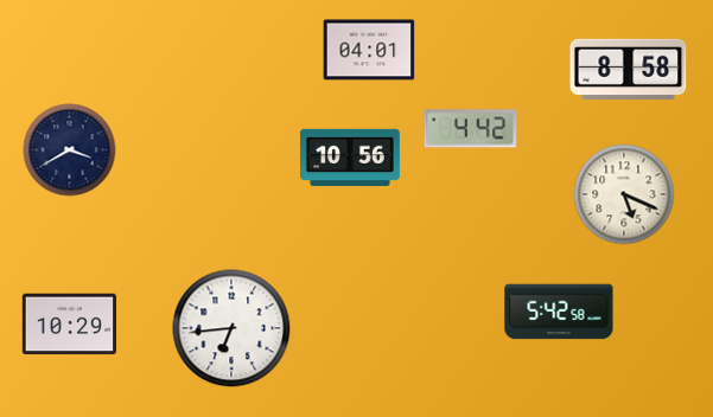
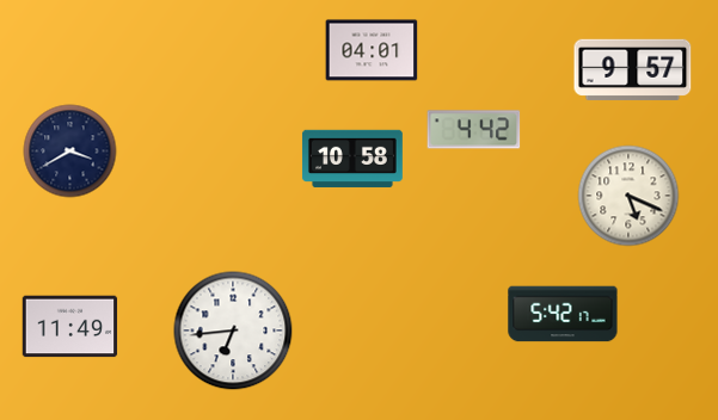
clock at (629, 69): 8:58 -> 9:57
clock at (350, 158): 10:56 -> 10:58
clock at (559, 312): 5:42:58 -> 5:42:17
clock at (70, 325): 10:29 -> 11:49
